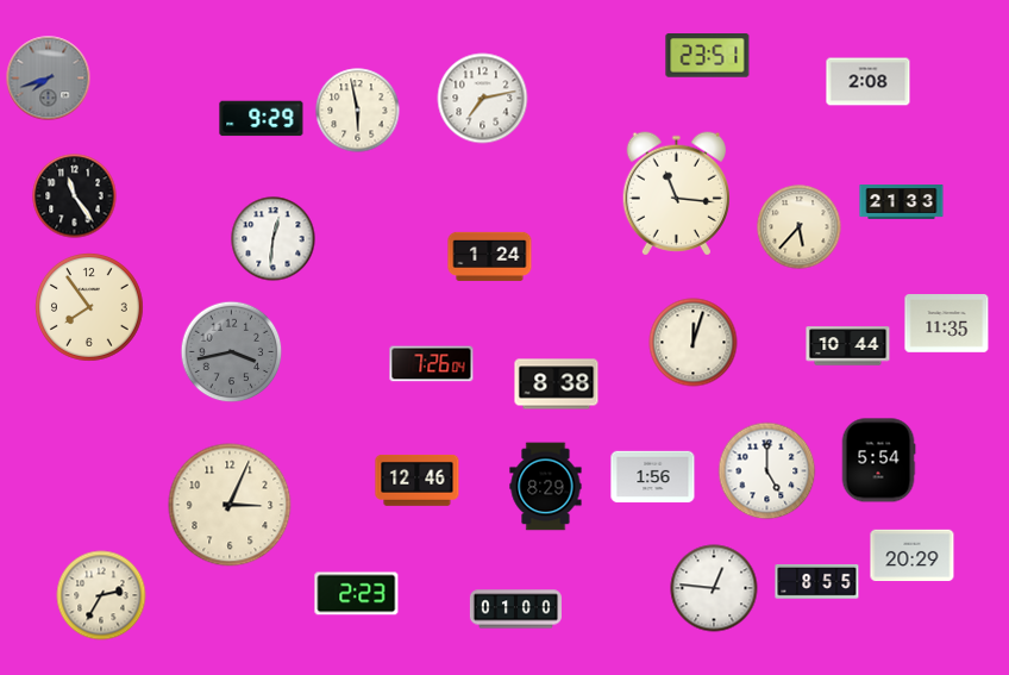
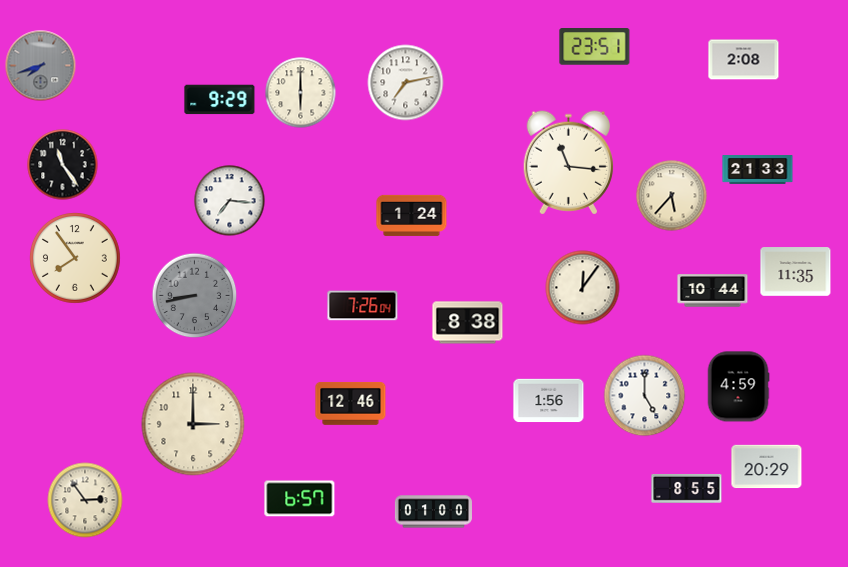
clock at (869, 82) position: (869, 82) -> (744, 60)
clock at (358, 111): 5:58 -> 6:00
clock at (800, 227) position: (800, 227) -> (672, 196)
clock at (274, 239): 12:31 -> 7:16
clock at (694, 343): 12:03 -> 12:06
clock at (232, 352): 3:43 -> 8:43
clock at (878, 461): 5:54 -> 4:59
clock at (546, 487): 8:29 -> none
clock at (230, 505): 3:04 -> 3:00
clock at (714, 588): 12:46 -> none
clock at (357, 594): 2:23 -> 6:57
clock at (101, 595): 2:35 -> 2:54
